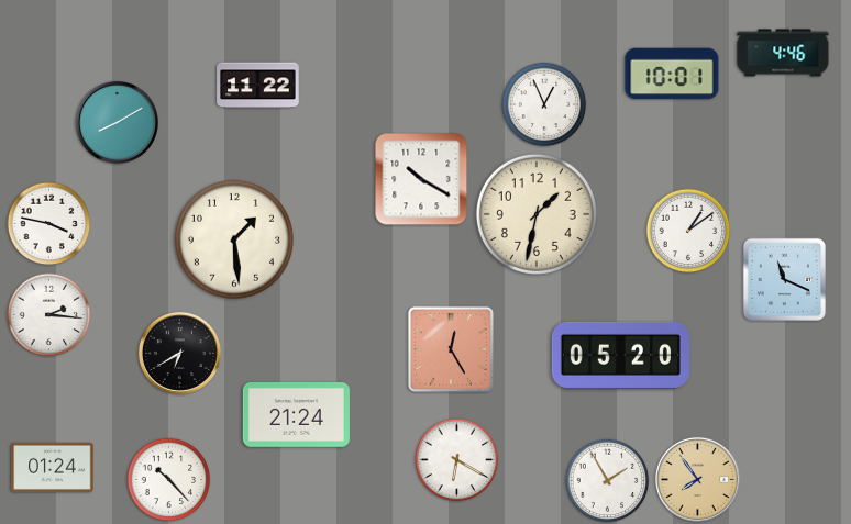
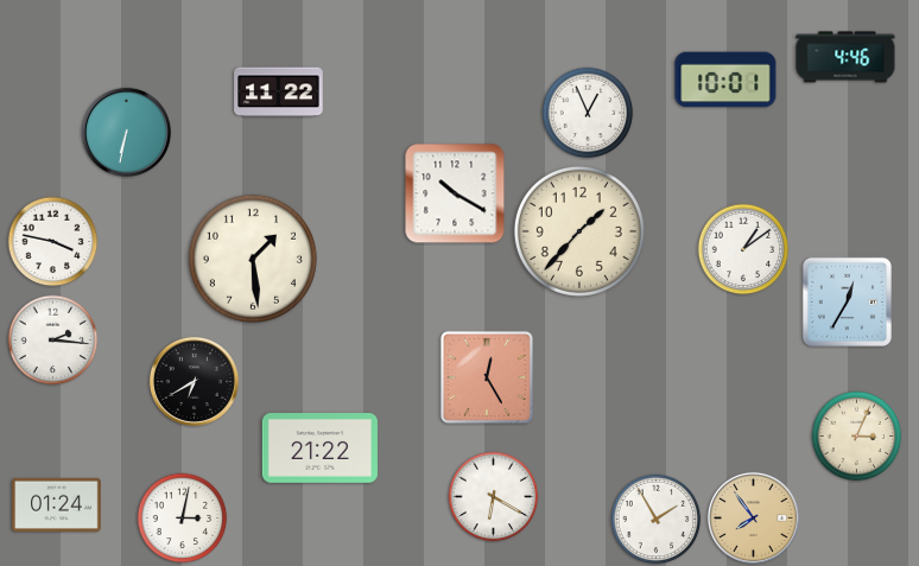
clock at (117, 122): 8:10 -> 6:32
clock at (537, 214): 1:32 -> 1:37
clock at (784, 279): 11:19 -> 12:35
clock at (620, 355): 05:20 -> none
clock at (857, 437): none -> 3:04
clock at (296, 415): 21:24 -> 21:22
clock at (169, 480): 10:23 -> 3:02
